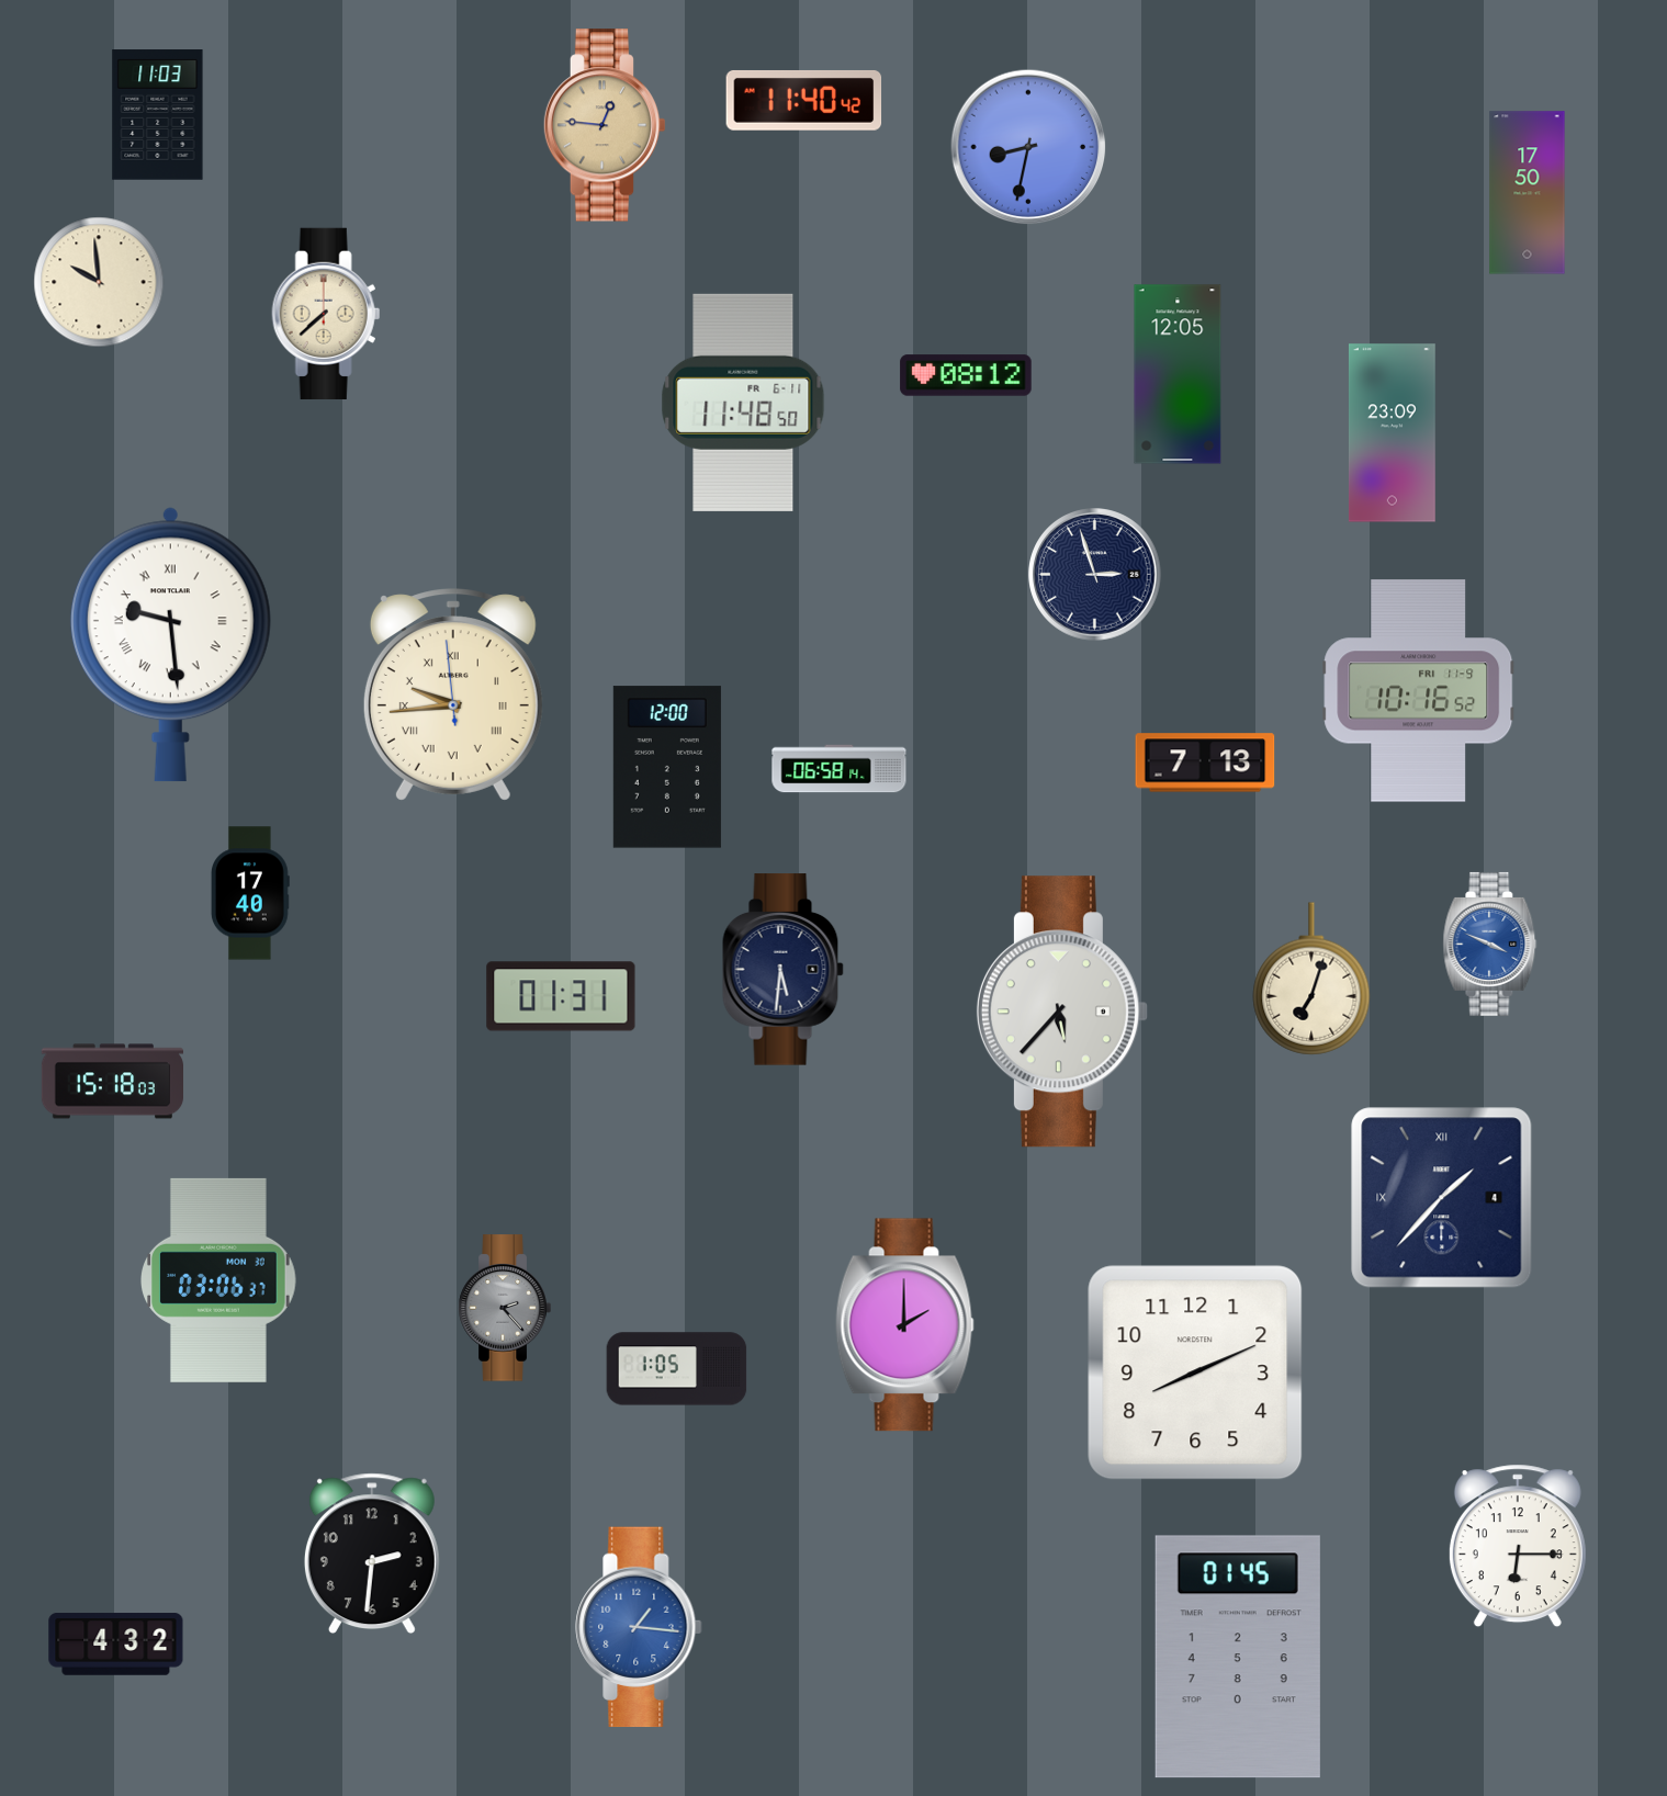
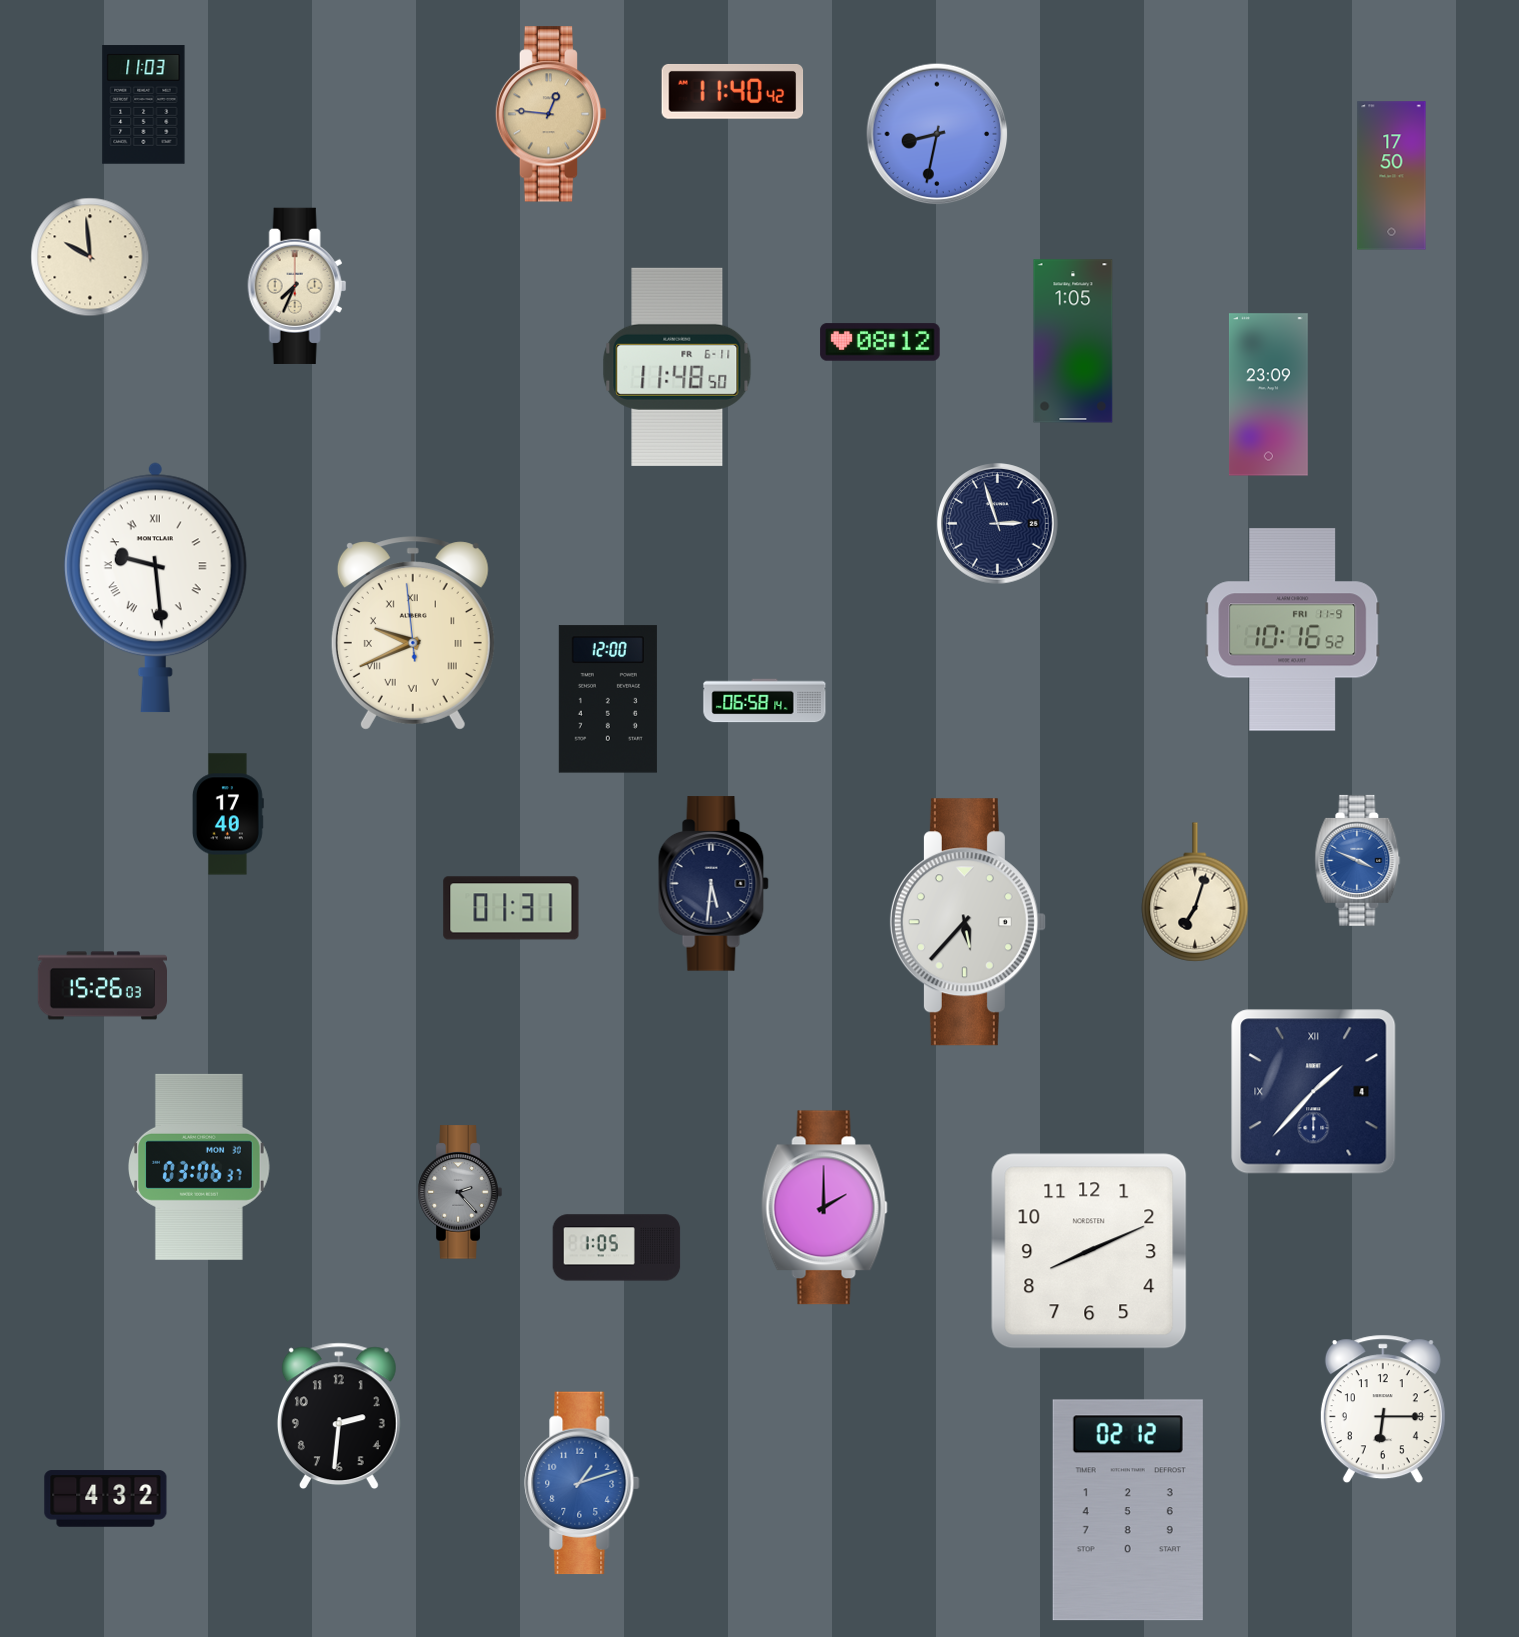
clock at (326, 314): 7:38 -> 7:34
clock at (1178, 374): 12:05 -> 1:05
clock at (453, 694): 9:43 -> 9:40
clock at (1205, 763): 7:13 -> none
clock at (112, 1082): 15:18 -> 15:26
clock at (639, 1627): 1:16 -> 1:12
clock at (1238, 1657): 01:45 -> 02:12
